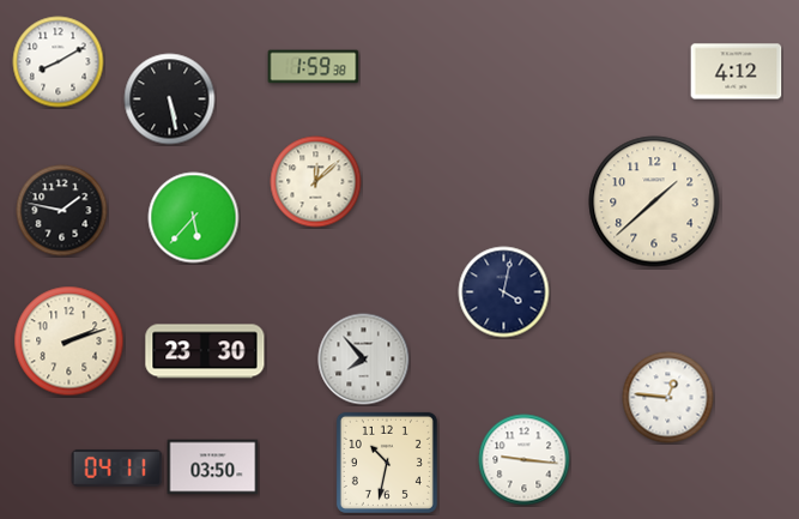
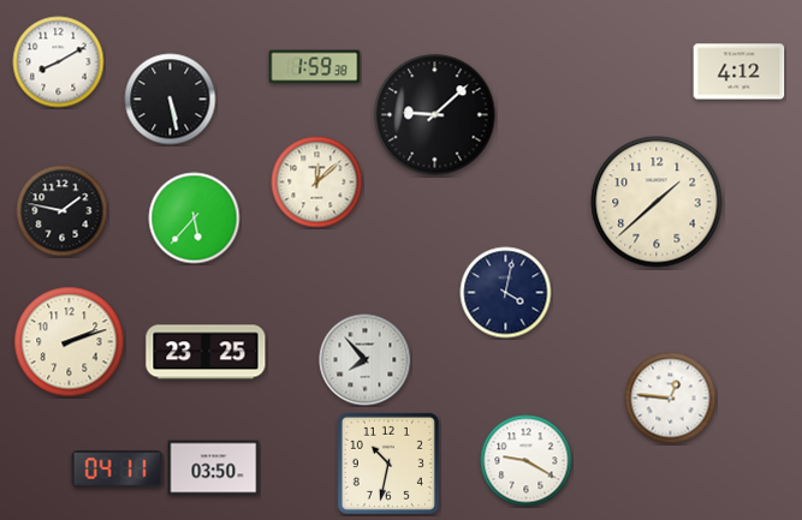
clock at (435, 115): none -> 9:08
clock at (205, 351): 23:30 -> 23:25
clock at (525, 460): 9:16 -> 9:20
